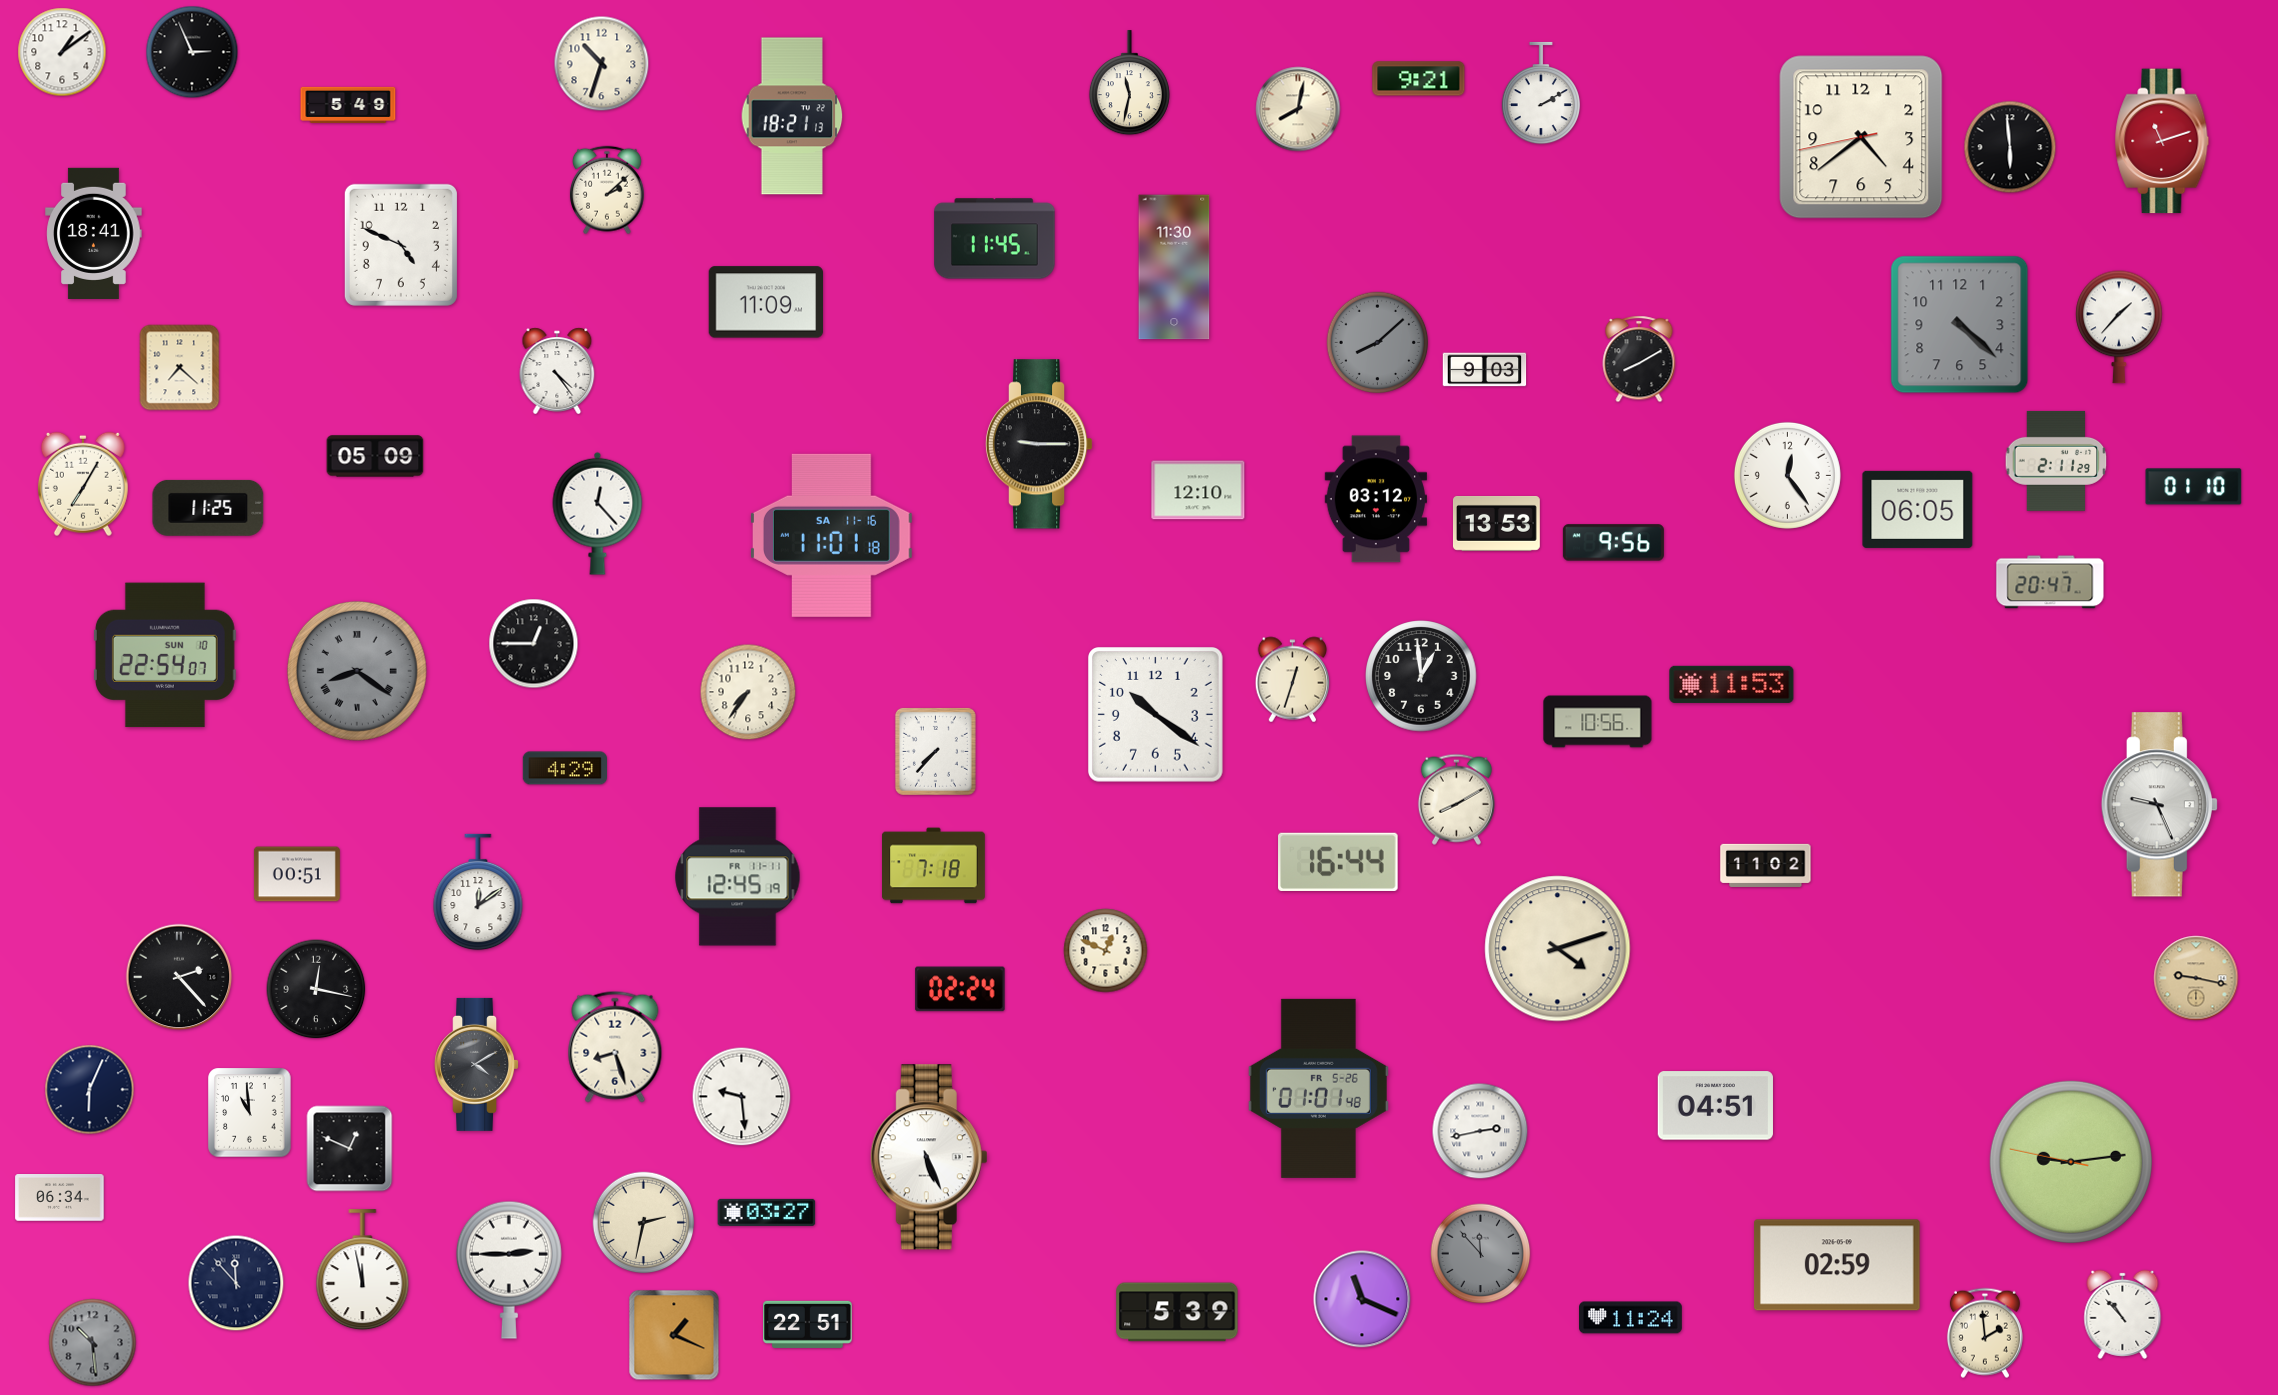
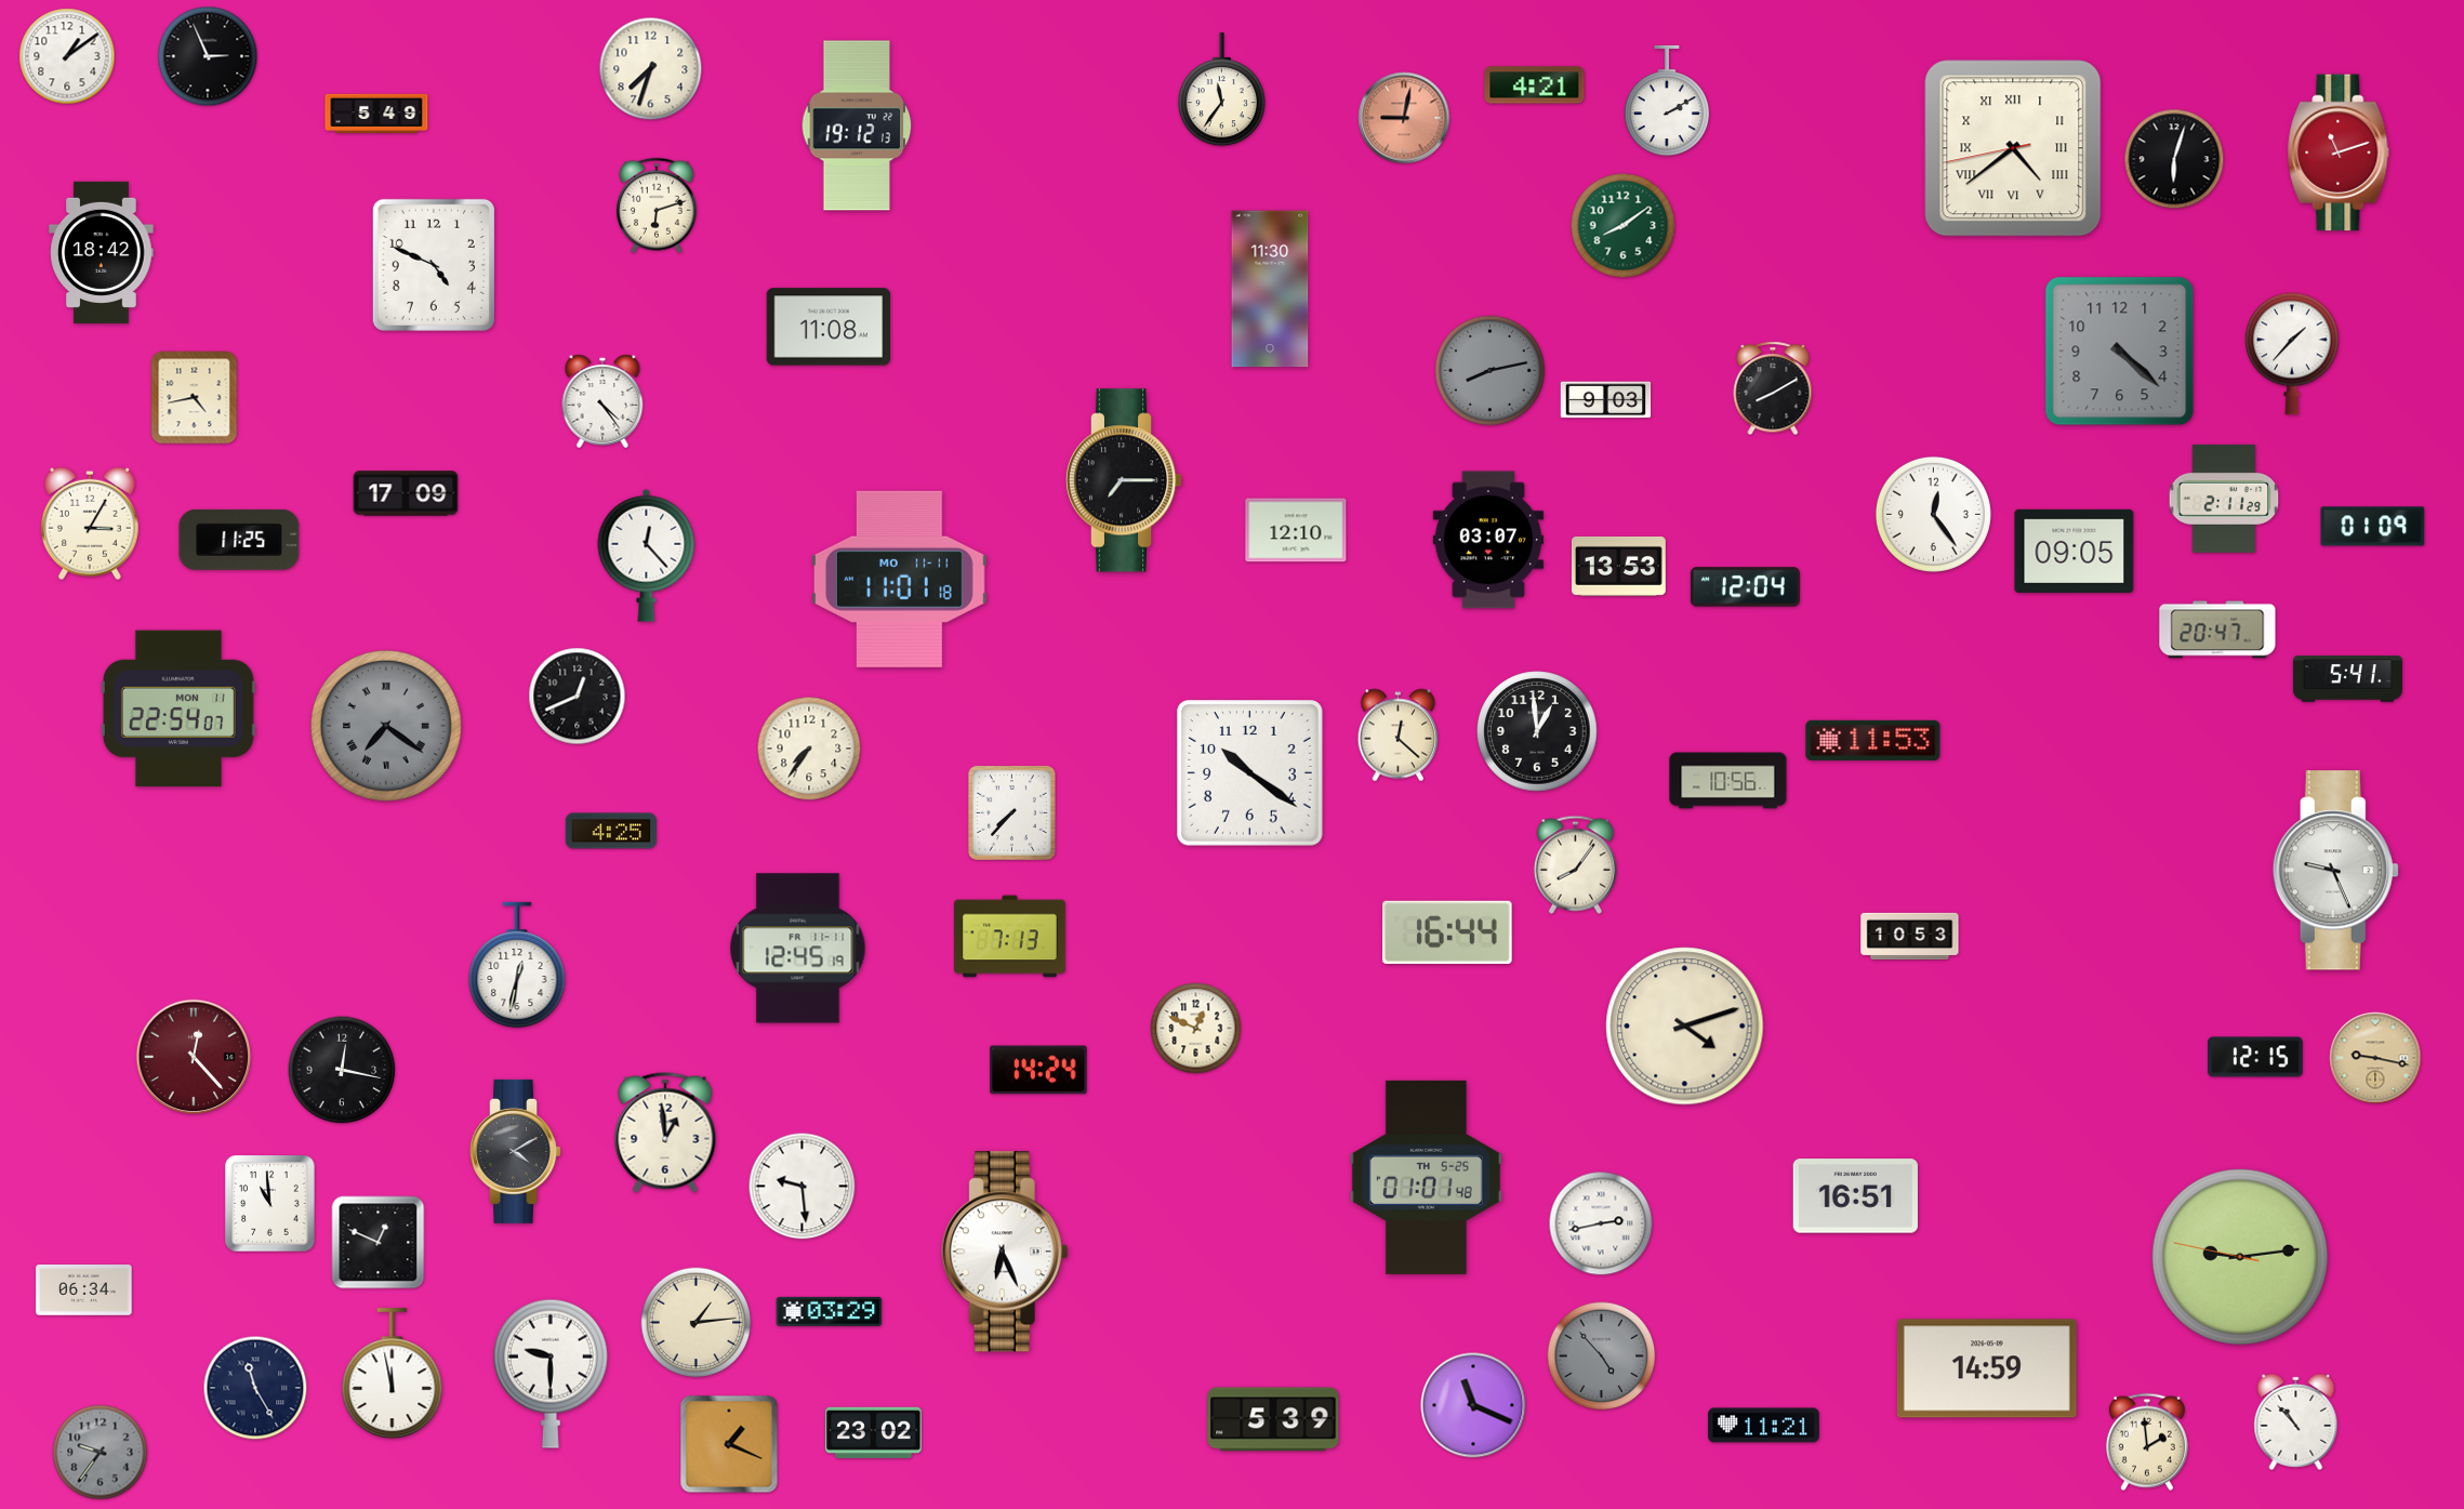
clock at (602, 64): 10:33 -> 7:33
clock at (1419, 79): 9:21 -> 4:21
clock at (1129, 83): 11:32 -> 11:36
clock at (1298, 109): 8:02 -> 9:02
clock at (1298, 109) dial: cream -> salmon
clock at (792, 116): 18:21 -> 19:12
clock at (1861, 137) numerals: Arabic -> Roman
clock at (2010, 147): 5:59 -> 6:03
clock at (607, 190): 2:08 -> 6:12
clock at (1624, 226): none -> 8:09
clock at (94, 233): 18:41 -> 18:42
clock at (995, 239): 11:45 -> none
clock at (766, 302): 11:09 -> 11:08
clock at (1378, 343): 8:08 -> 8:13
clock at (180, 368): 7:22 -> 4:43
clock at (1039, 444): 9:15 -> 7:15
clock at (375, 456): 05:09 -> 17:09
clock at (83, 484): 7:05 -> 3:05
clock at (2194, 487): 01:10 -> 01:09
clock at (1375, 499): 03:12 -> 03:07
clock at (208, 508) position: (208, 508) -> (239, 540)
clock at (1918, 509): 06:05 -> 09:05
clock at (831, 535) date: SA 11-16 -> MO 11-11
clock at (1613, 543): 9:56 -> 12:04
clock at (2347, 679): none -> 5:41
clock at (534, 644): 12:45 -> 12:41
clock at (165, 655) date: SUN 10 -> MON 11
clock at (357, 671): 8:21 -> 7:21
clock at (1293, 680): 12:33 -> 12:22
clock at (564, 768): 4:29 -> 4:25
clock at (1456, 799): 8:10 -> 8:06
clock at (1766, 865): 11:02 -> 10:53
clock at (934, 866): 7:18 -> 7:13
clock at (297, 874): 00:51 -> none
clock at (478, 892): 12:09 -> 12:32
clock at (179, 977): 2:23 -> 12:23
clock at (179, 977) dial: black -> burgundy
clock at (2255, 1057): none -> 12:15
clock at (960, 989): 02:24 -> 14:24
clock at (615, 1047): 8:27 -> 12:59
clock at (1318, 1088) date: FR 5-26 -> TH 5-25
clock at (90, 1090): 6:04 -> none
clock at (1715, 1106): 04:51 -> 16:51
clock at (929, 1157): 5:26 -> 6:26
clock at (60, 1198) position: (60, 1198) -> (84, 1290)
clock at (767, 1212): 03:27 -> 03:29
clock at (644, 1223): 2:32 -> 1:14
clock at (1481, 1254): 11:53 -> 4:53
clock at (1837, 1265): 02:59 -> 14:59
clock at (509, 1270): 2:45 -> 9:30
clock at (236, 1283): 11:53 -> 11:25
clock at (1631, 1318): 11:24 -> 11:21
clock at (808, 1324): 22:51 -> 23:02
clock at (93, 1343): 10:29 -> 9:36
